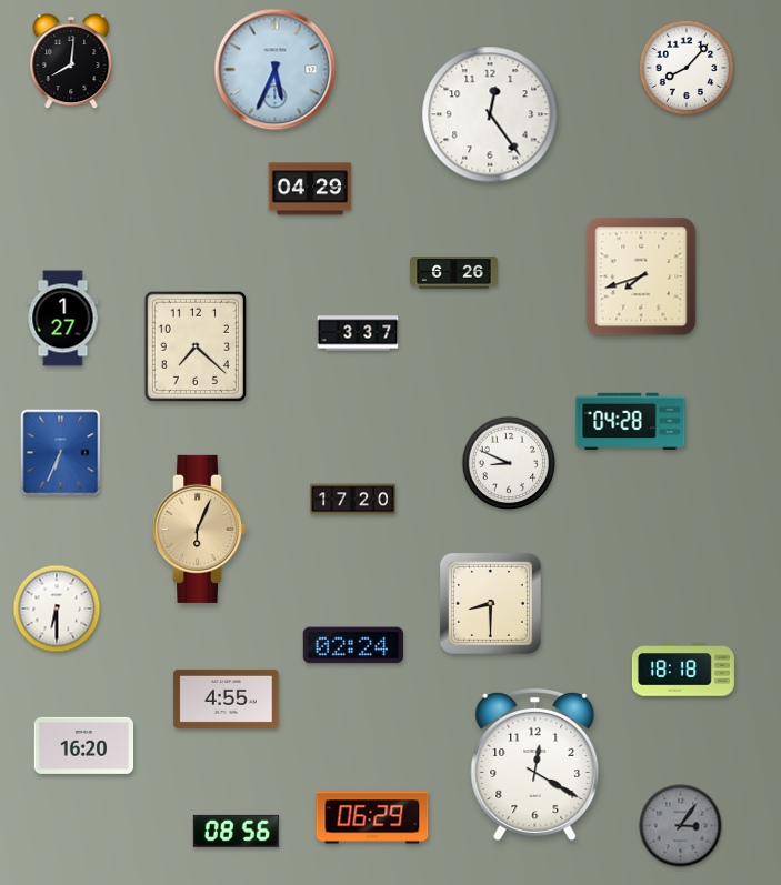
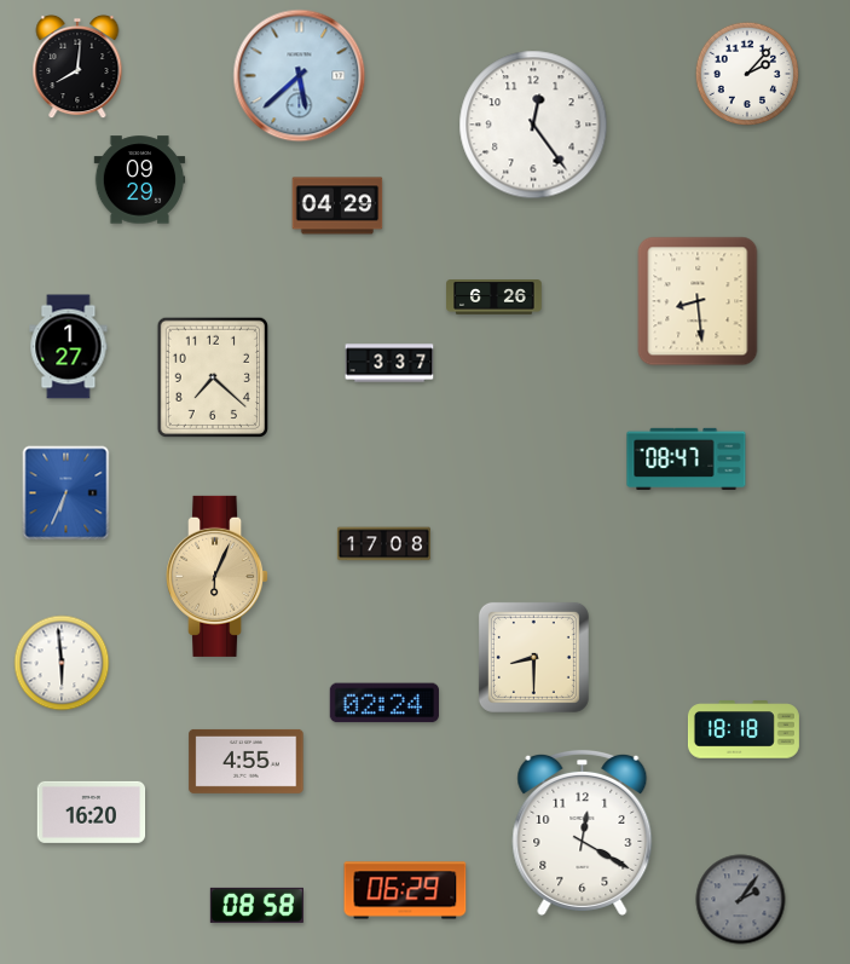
clock at (685, 67): 8:07 -> 2:07
clock at (276, 70): 5:34 -> 5:38
clock at (140, 180): none -> 09:29
clock at (641, 276): 7:42 -> 8:29
clock at (631, 421): 04:28 -> 08:47
clock at (509, 463): 8:49 -> none
clock at (352, 500): 17:20 -> 17:08
clock at (57, 609): 6:30 -> 5:59
clock at (681, 826): 3:06 -> 2:06
clock at (236, 831): 08:56 -> 08:58
